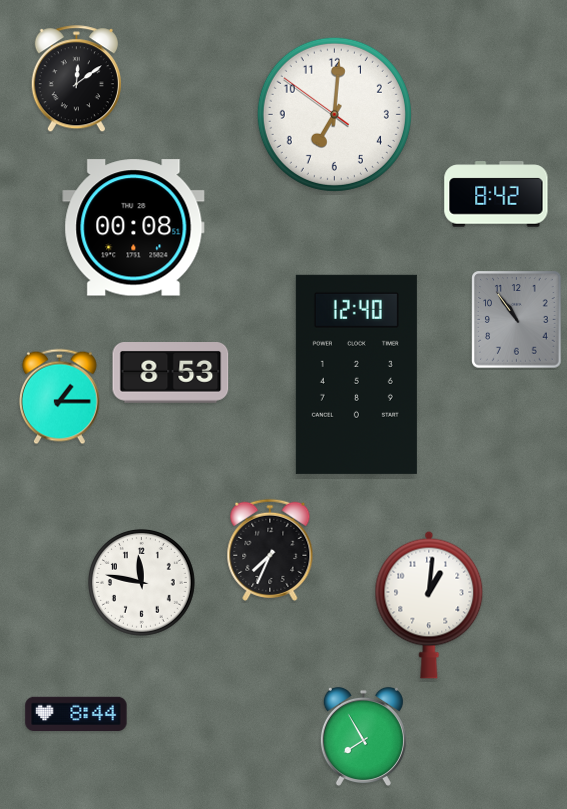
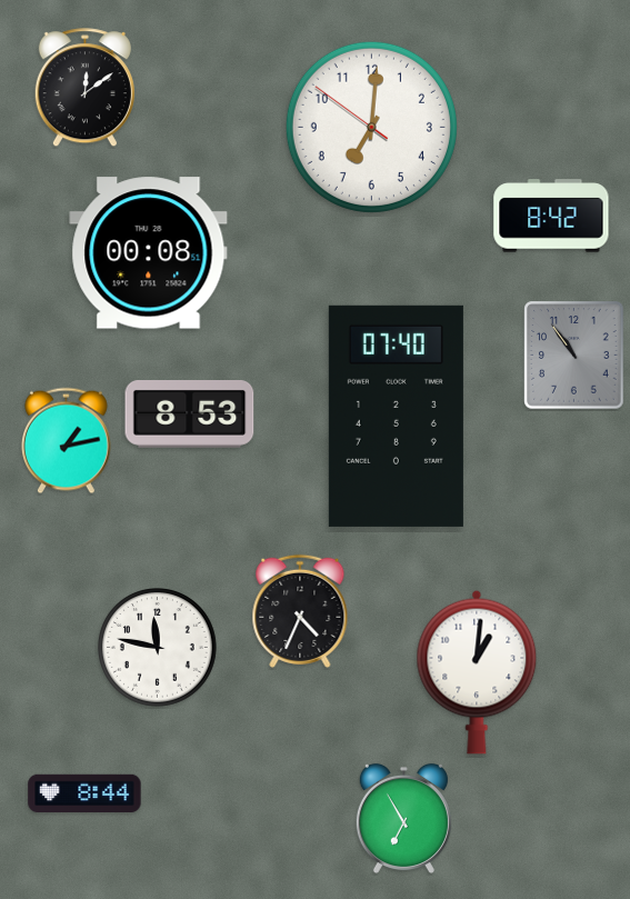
clock at (356, 374): 12:40 -> 07:40
clock at (59, 397): 1:15 -> 1:13
clock at (270, 550): 7:34 -> 4:34
clock at (363, 736): 7:55 -> 6:55
